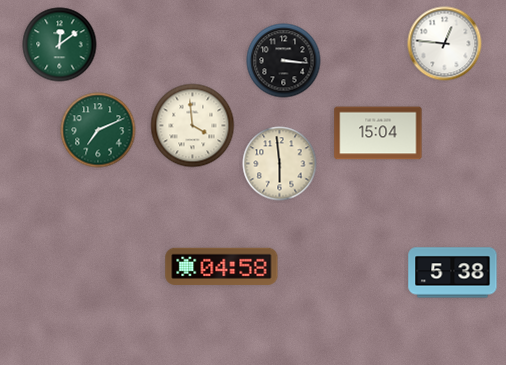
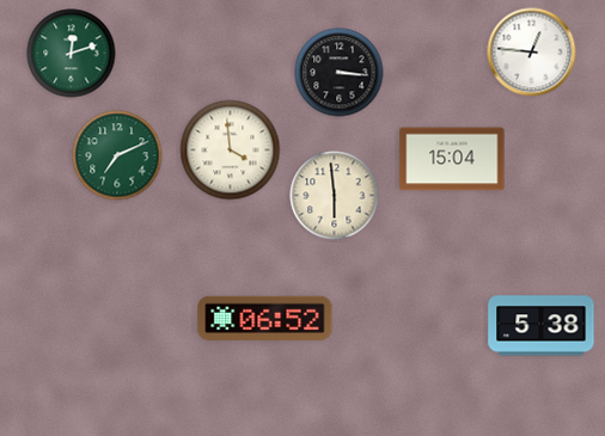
clock at (60, 45): 12:09 -> 12:12
clock at (222, 266): 04:58 -> 06:52
